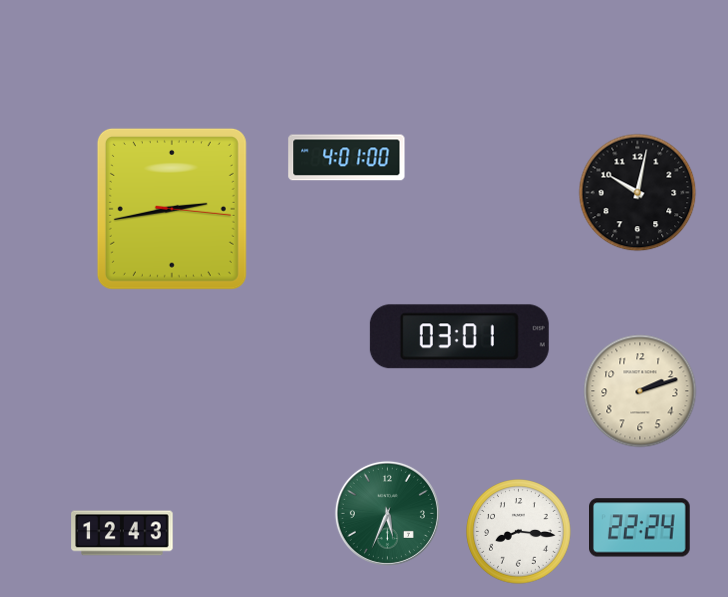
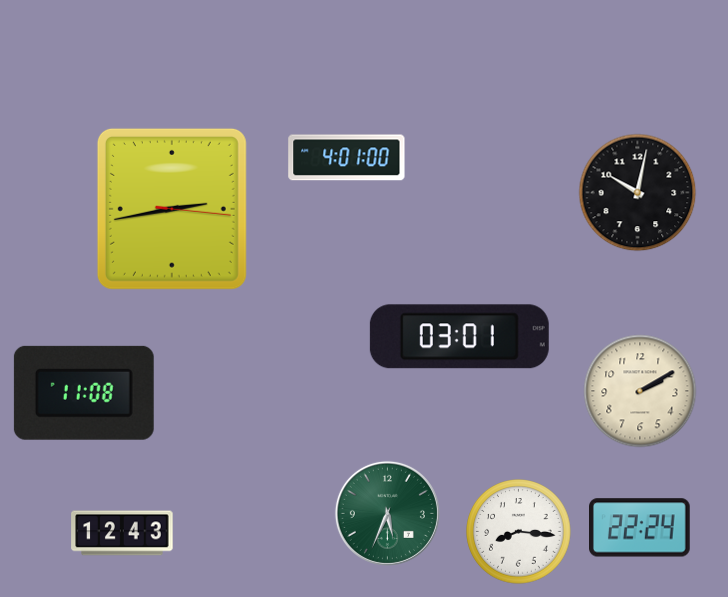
clock at (640, 391): 2:12 -> 2:10
clock at (84, 393): none -> 11:08
